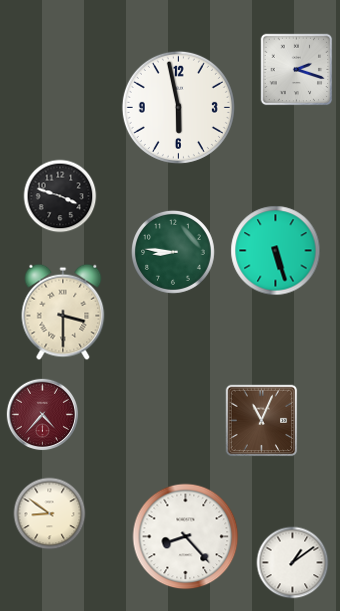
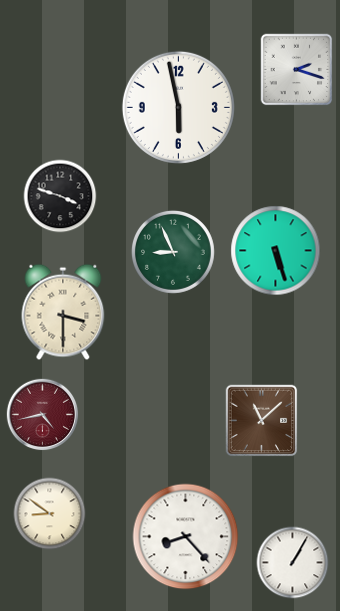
clock at (173, 252): 8:46 -> 8:56
clock at (43, 415): 4:37 -> 4:43
clock at (262, 421): 11:04 -> 11:08
clock at (293, 563): 1:09 -> 1:05
